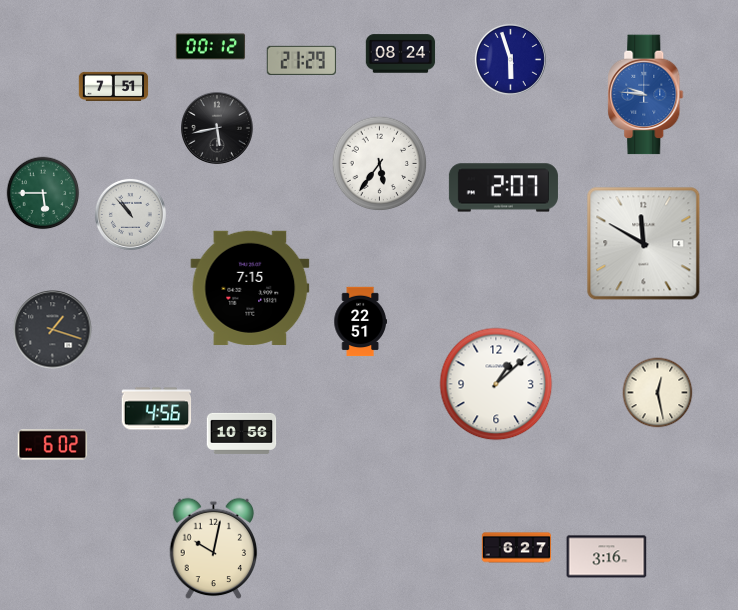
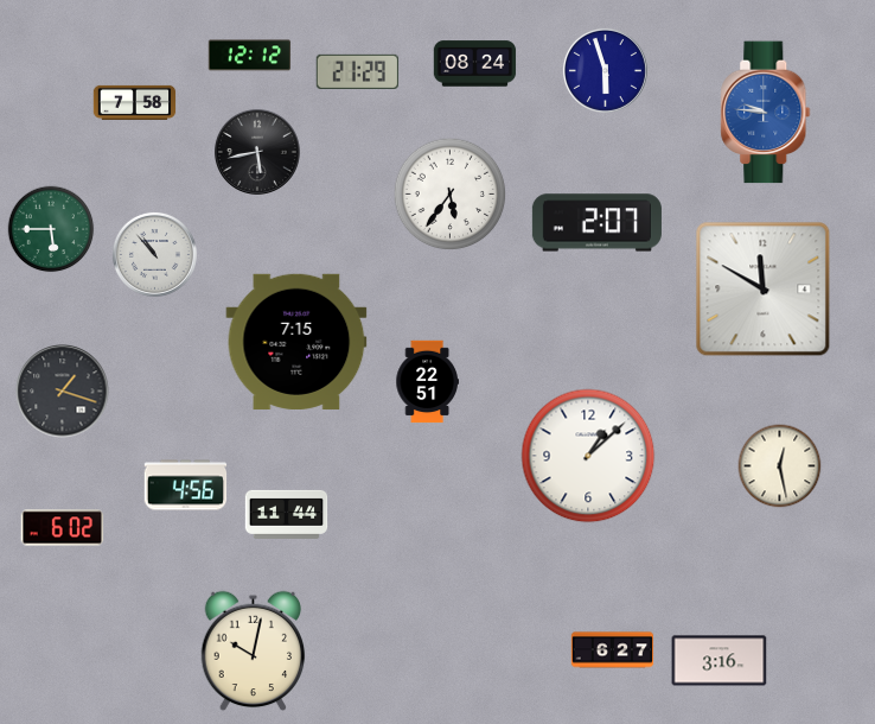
clock at (211, 47): 00:12 -> 12:12
clock at (114, 86): 7:51 -> 7:58
clock at (242, 433): 10:56 -> 11:44
